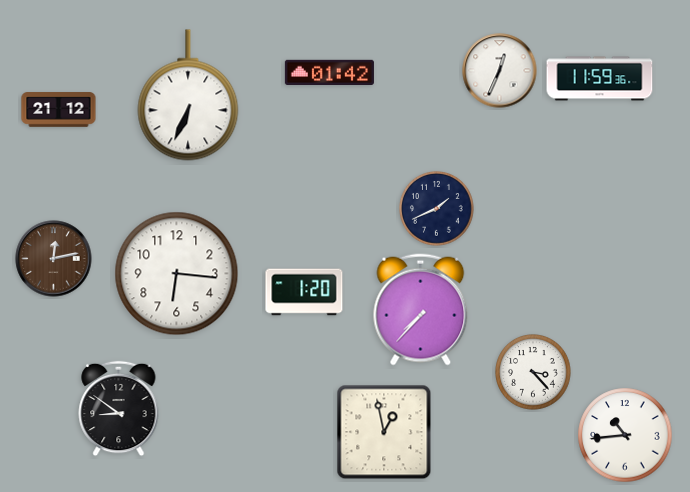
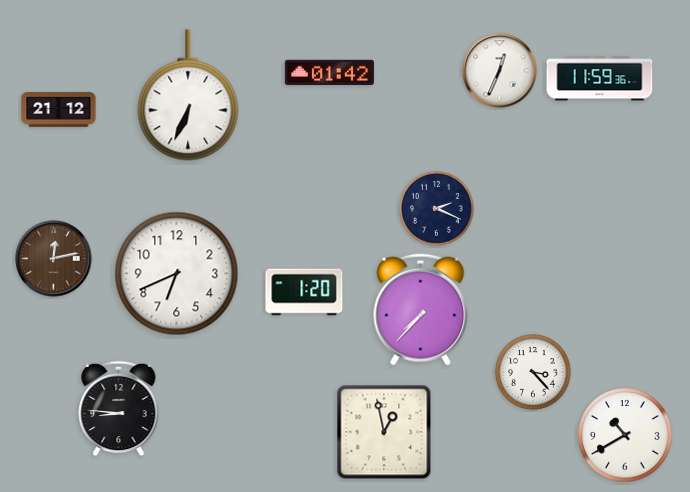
clock at (437, 209): 1:41 -> 2:19
clock at (177, 274): 6:16 -> 6:41
clock at (119, 409): 8:51 -> 8:46
clock at (625, 435): 10:44 -> 10:40
